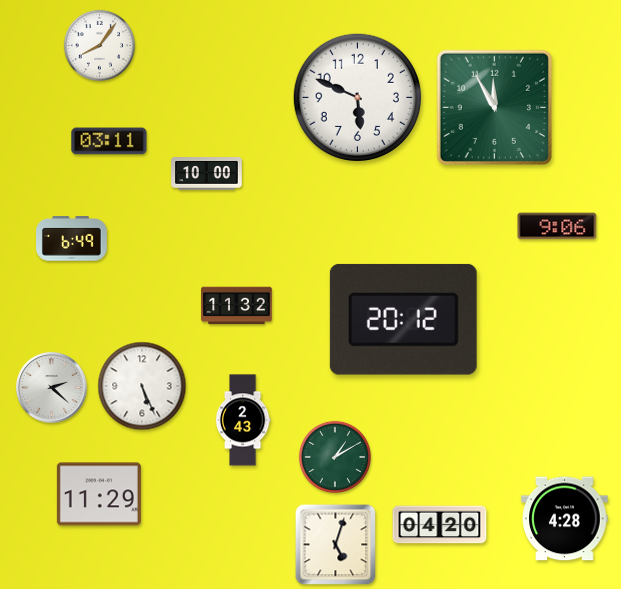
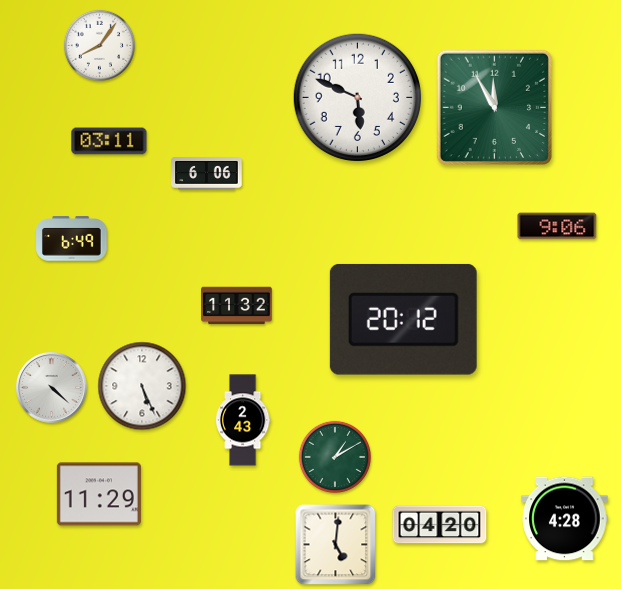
clock at (207, 174): 10:00 -> 6:06
clock at (52, 388): 2:22 -> 4:22
clock at (336, 545): 5:03 -> 5:01
